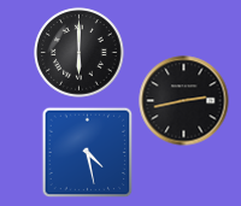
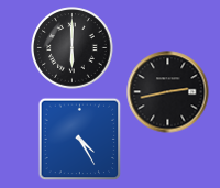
clock at (88, 153): 4:28 -> 4:25
